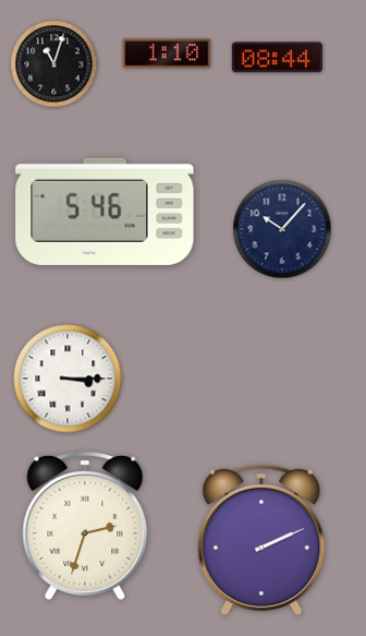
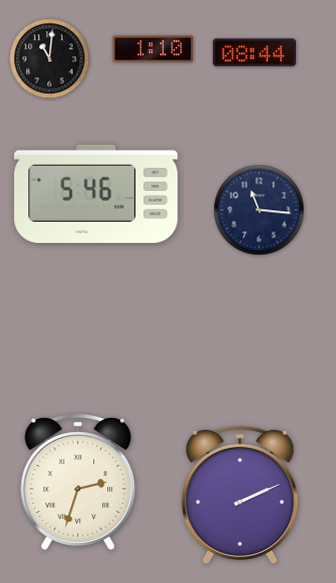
clock at (54, 64): 11:03 -> 11:01
clock at (282, 229): 10:07 -> 11:16
clock at (68, 379): 3:15 -> none
